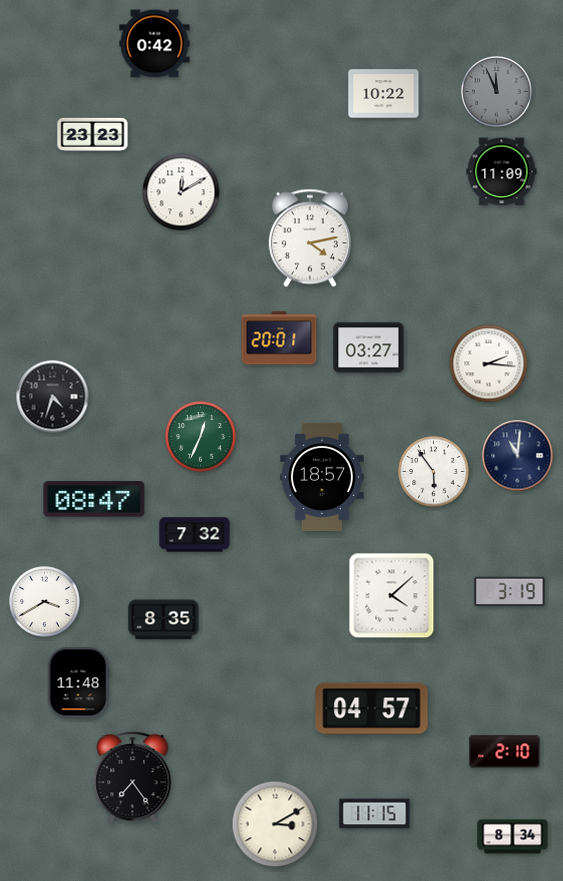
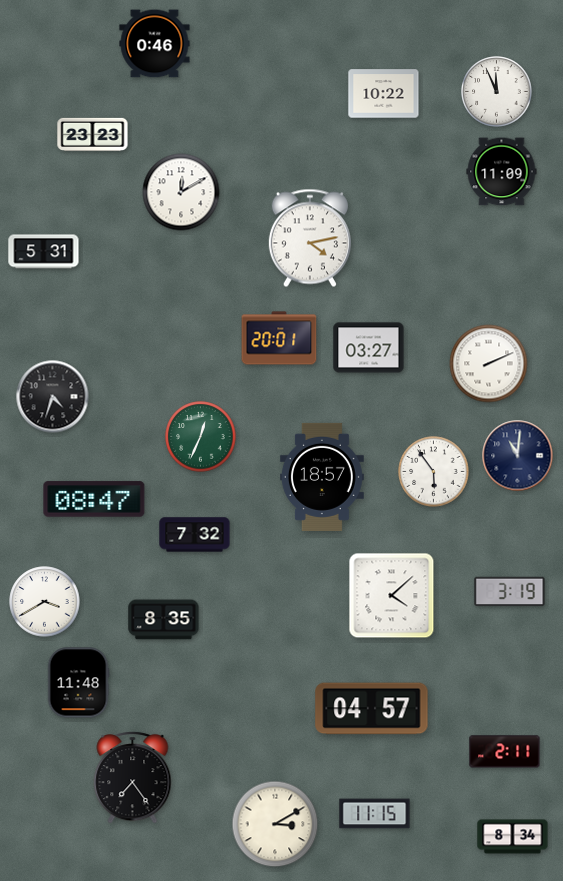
clock at (155, 44): 0:42 -> 0:46
clock at (497, 92) dial: grey -> white
clock at (44, 252): none -> 5:31
clock at (489, 364): 2:16 -> 2:11
clock at (505, 752): 2:10 -> 2:11
